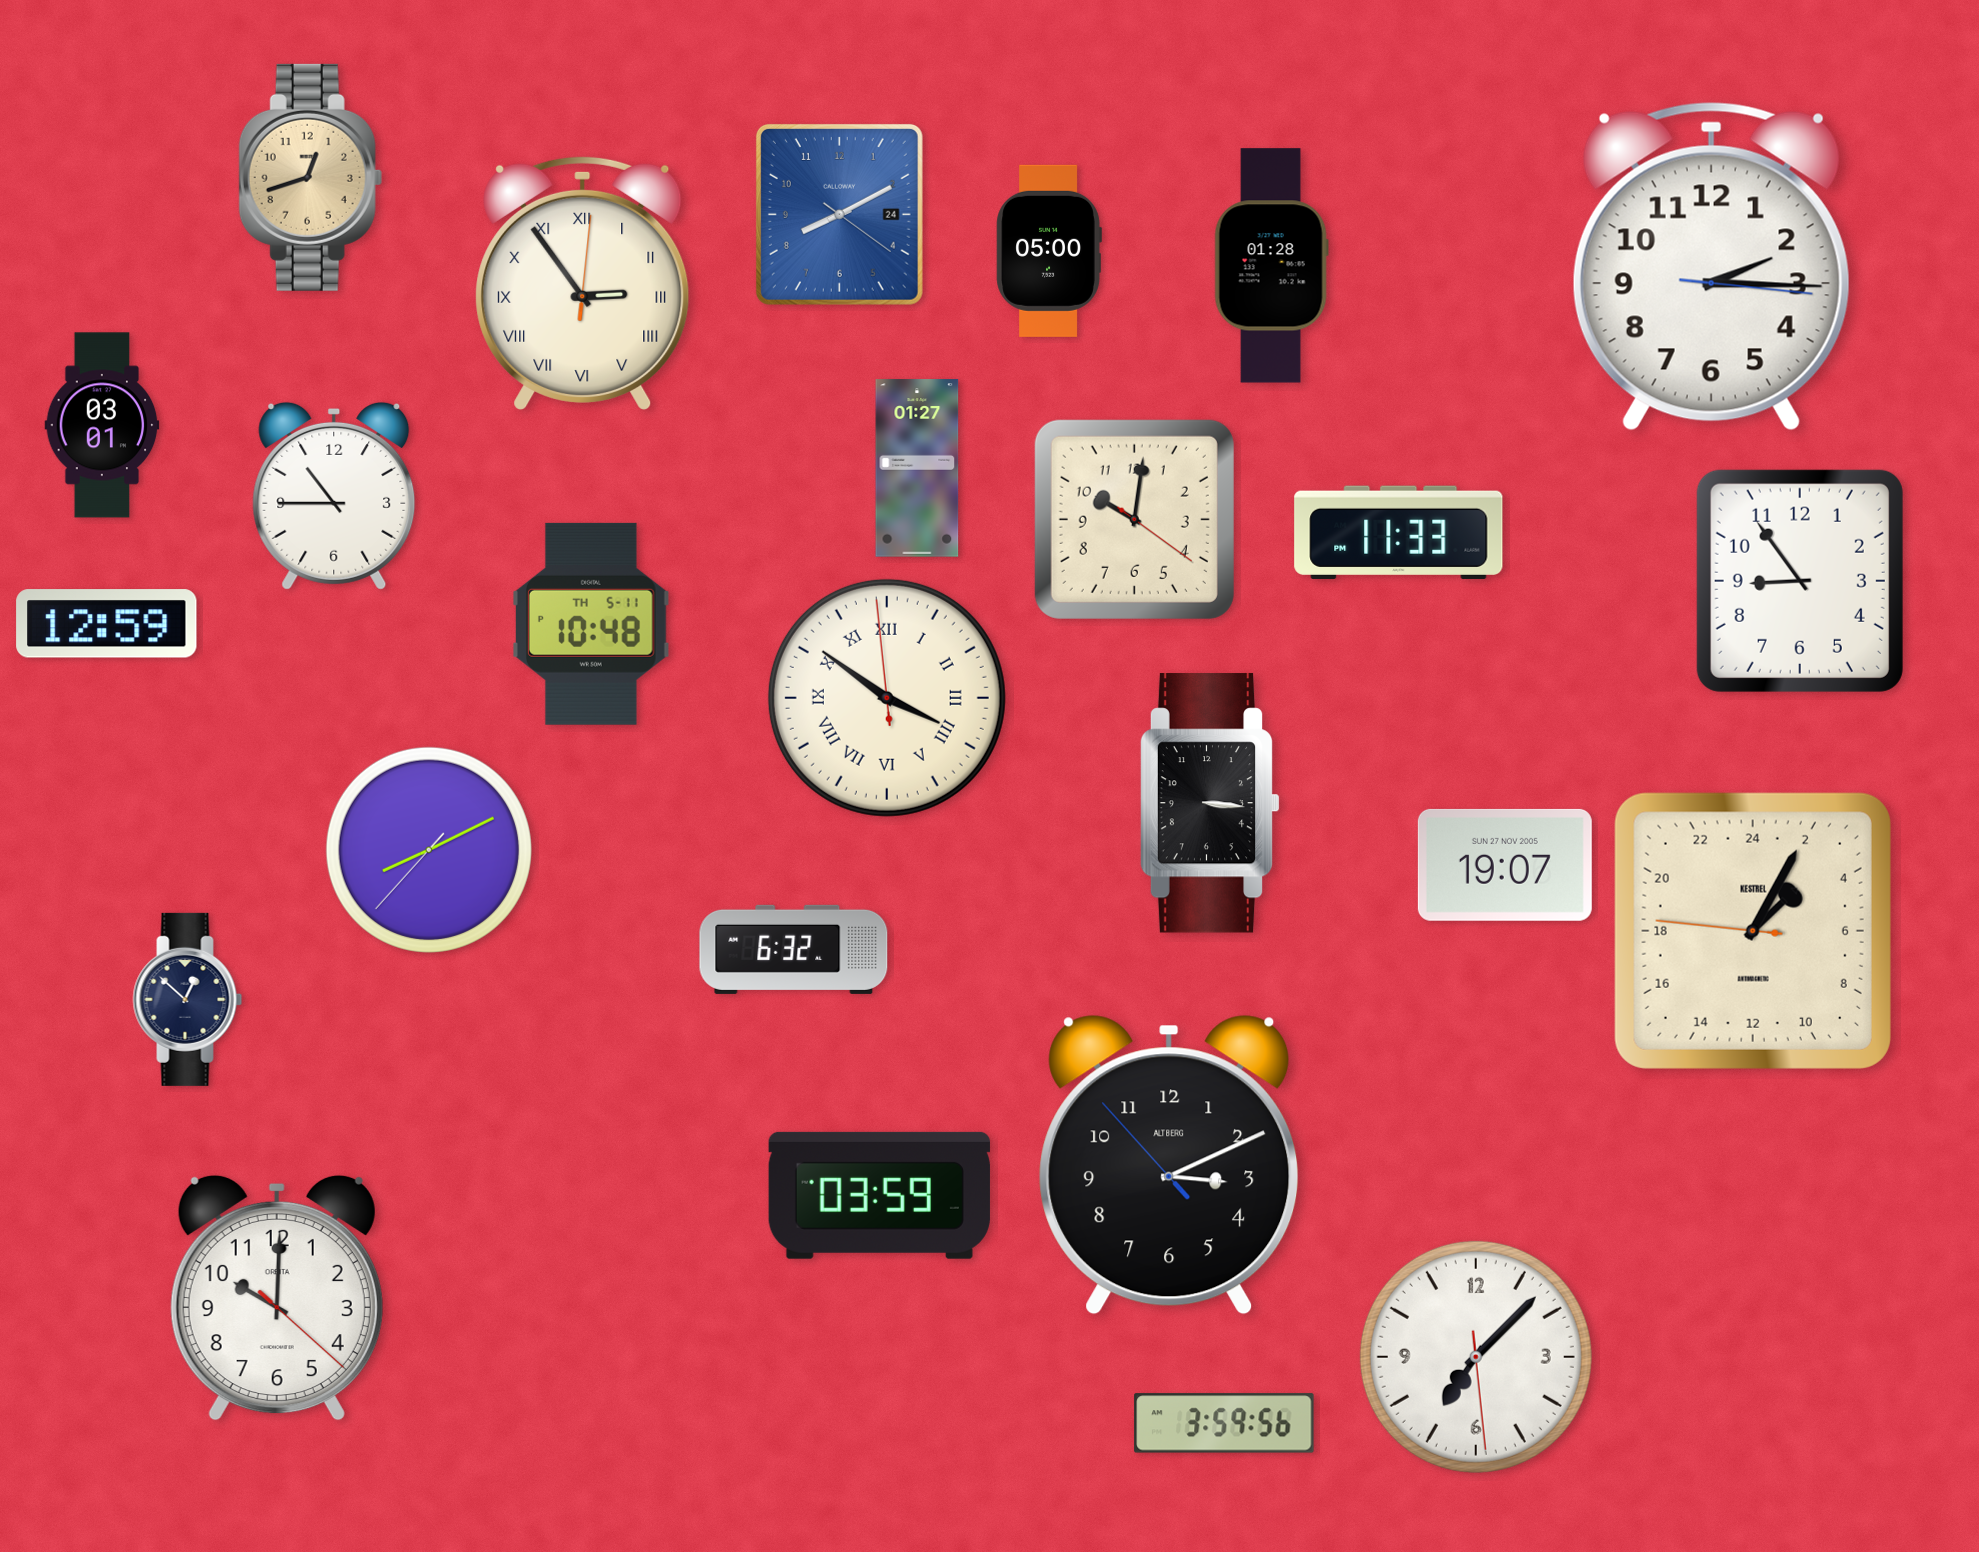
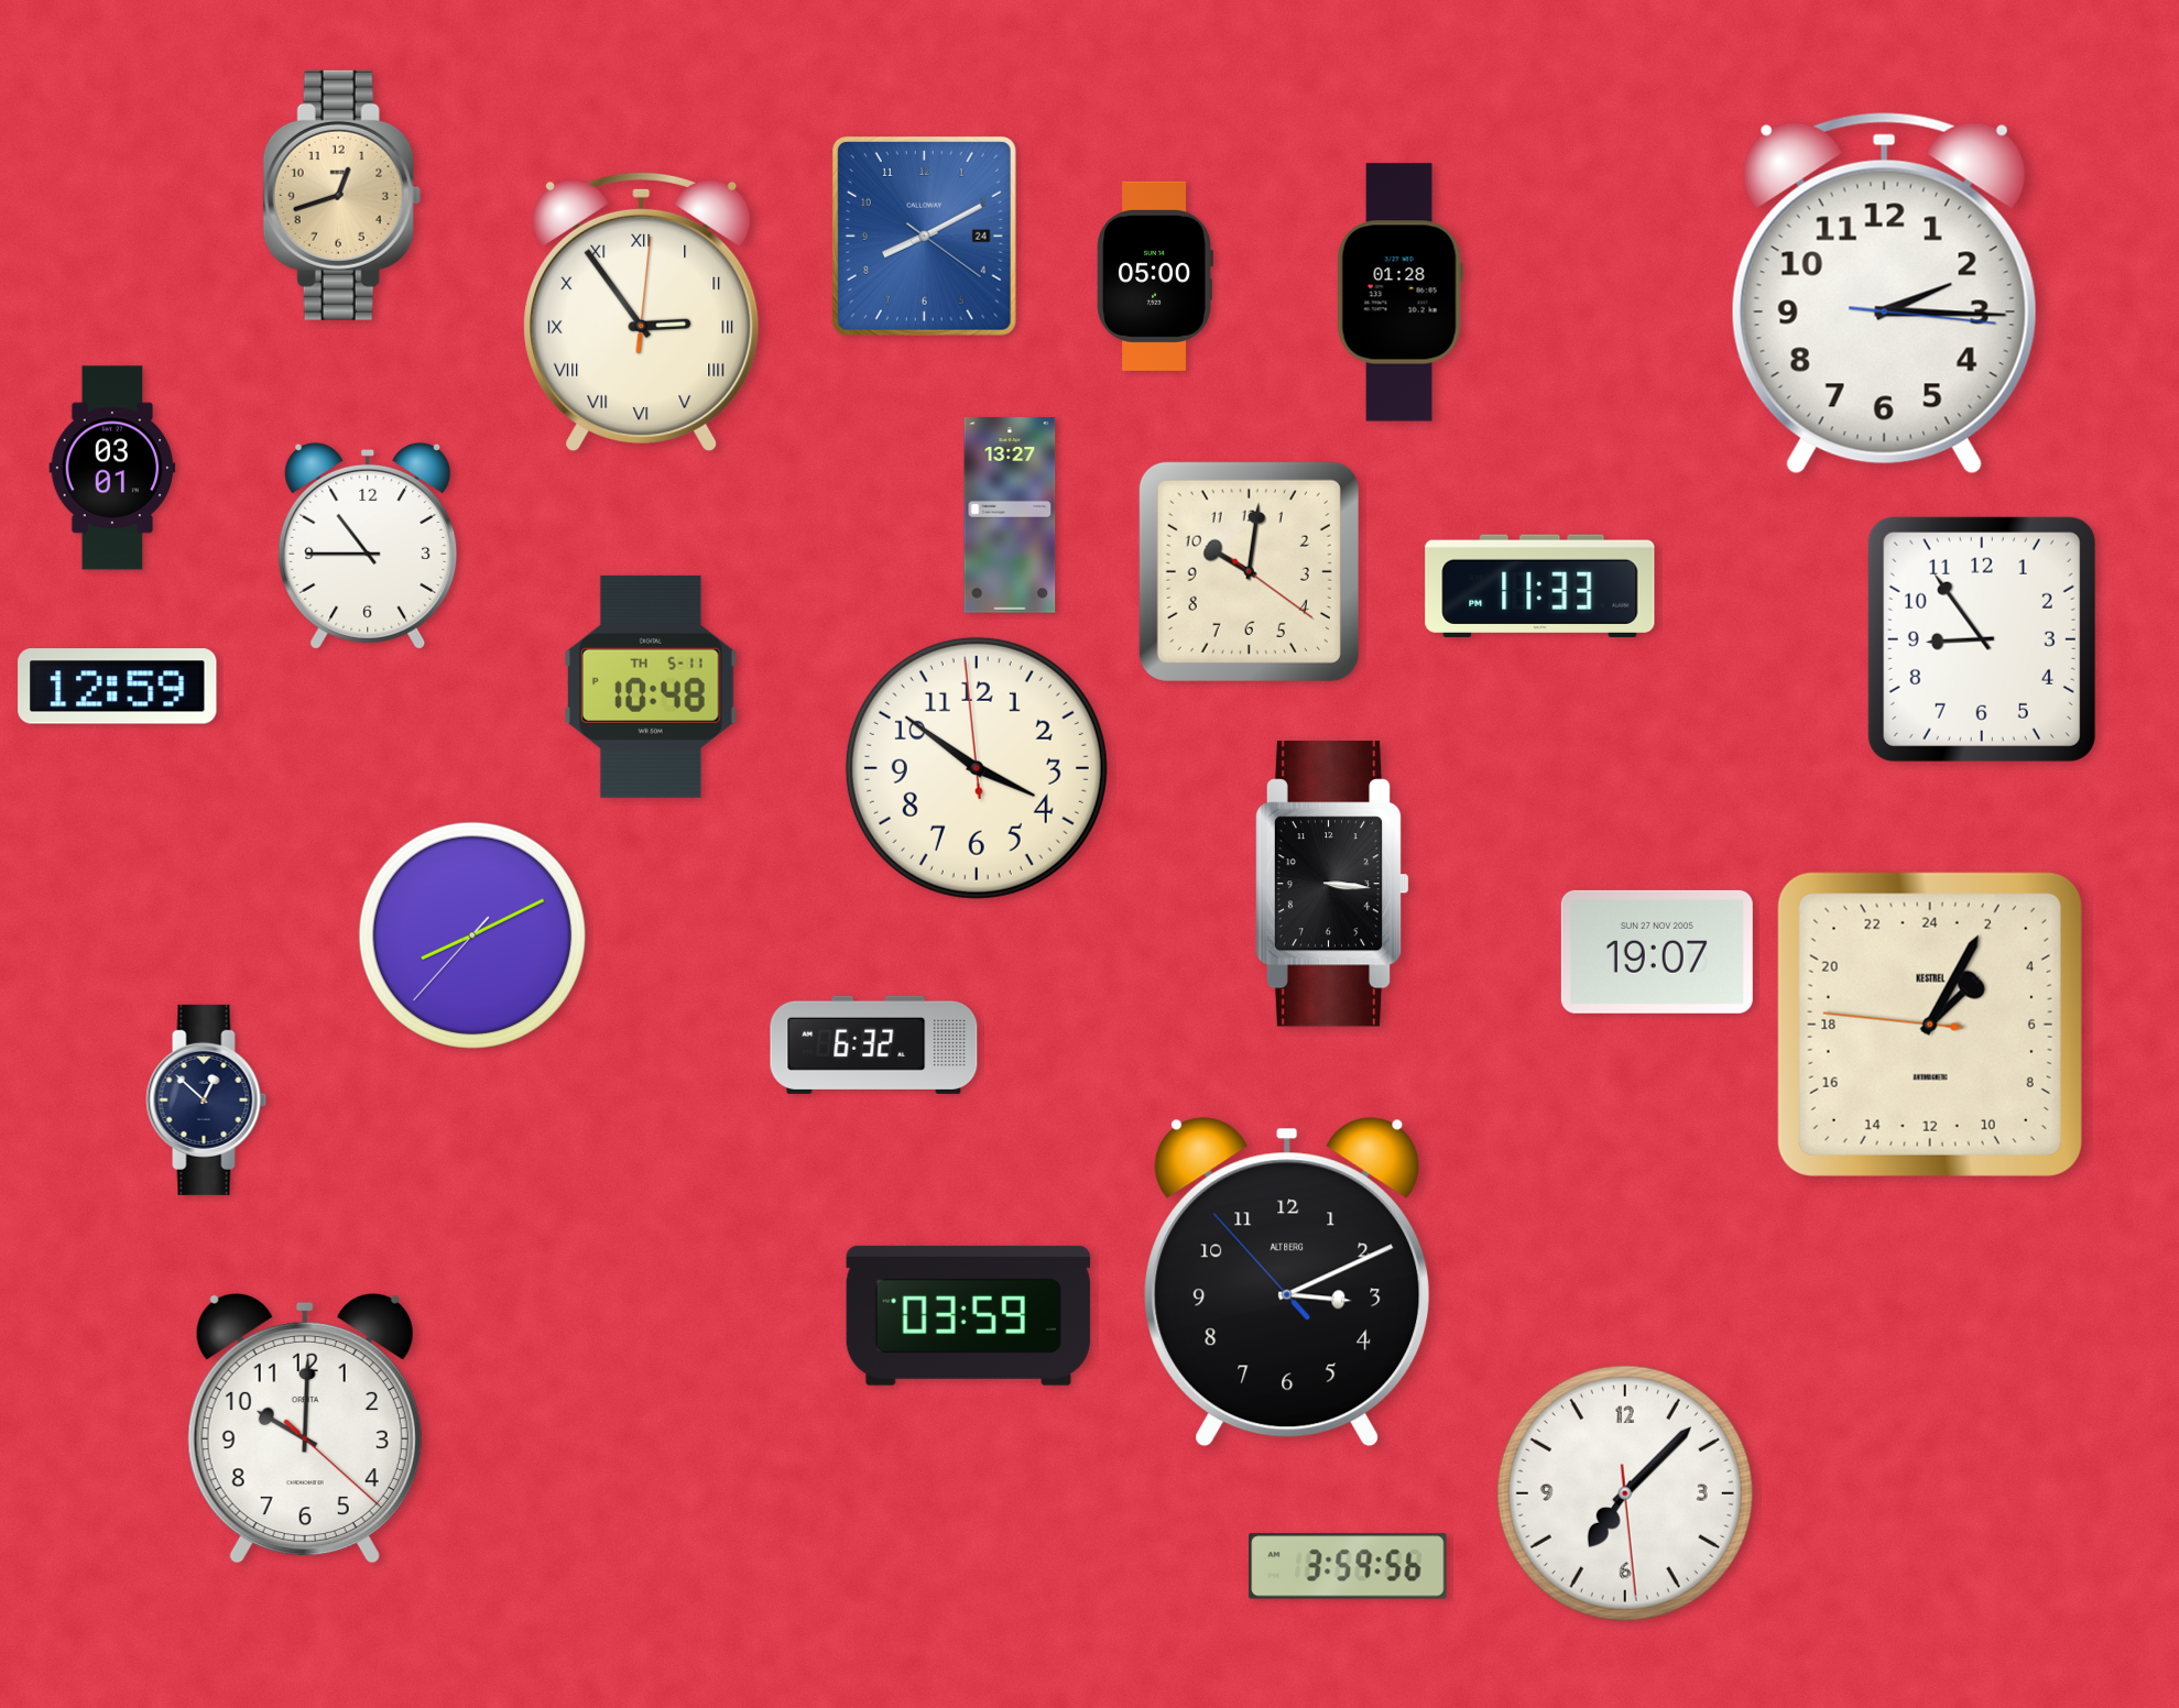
clock at (917, 468): 01:27 -> 13:27
clock at (887, 698) numerals: Roman -> Arabic
